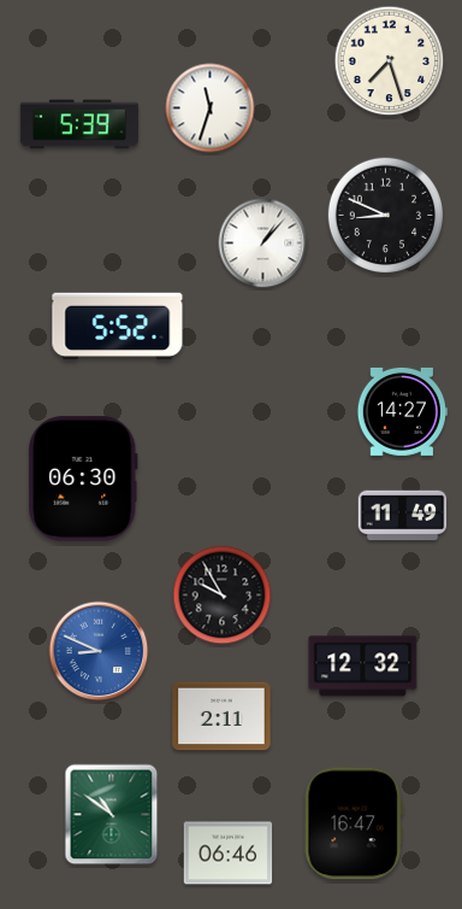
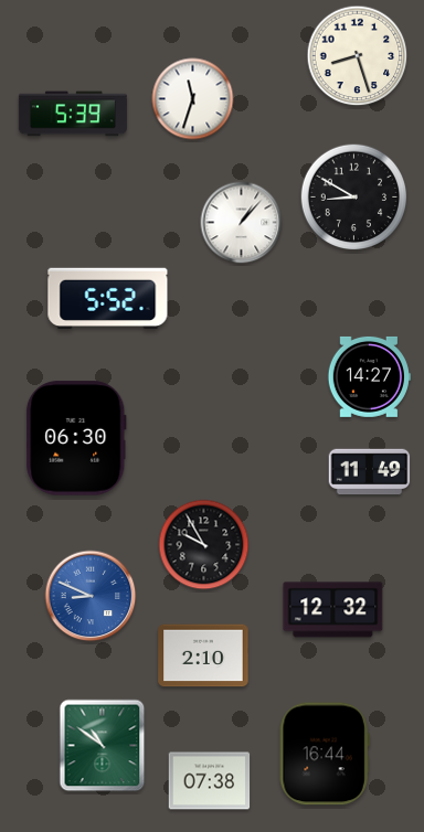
clock at (390, 61): 7:27 -> 8:27
clock at (386, 216): 8:49 -> 8:50
clock at (221, 716): 2:11 -> 2:10
clock at (354, 823): 16:47 -> 16:44
clock at (229, 854): 06:46 -> 07:38
